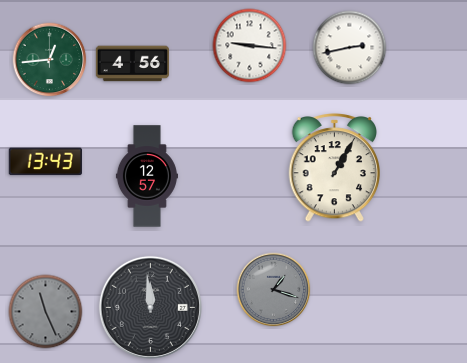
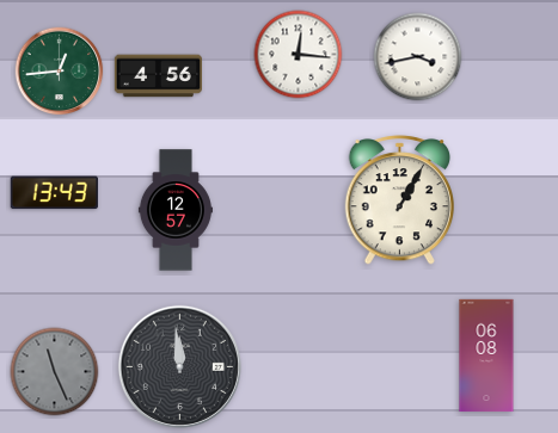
clock at (250, 46): 9:16 -> 12:16
clock at (350, 48): 2:43 -> 3:43
clock at (274, 290): 1:18 -> none
clock at (486, 355): none -> 06:08
